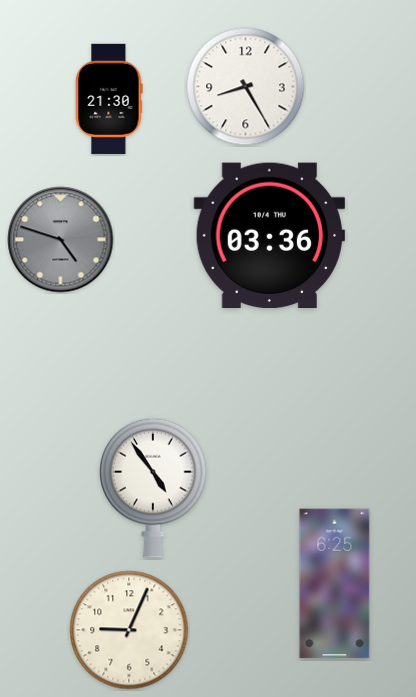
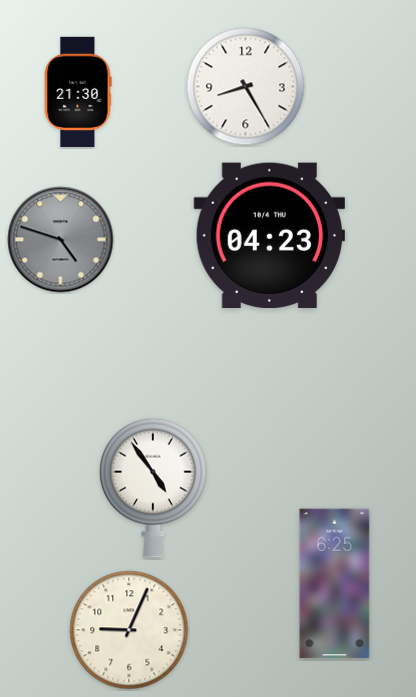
clock at (109, 99) position: (109, 99) -> (78, 92)
clock at (269, 235): 03:36 -> 04:23
